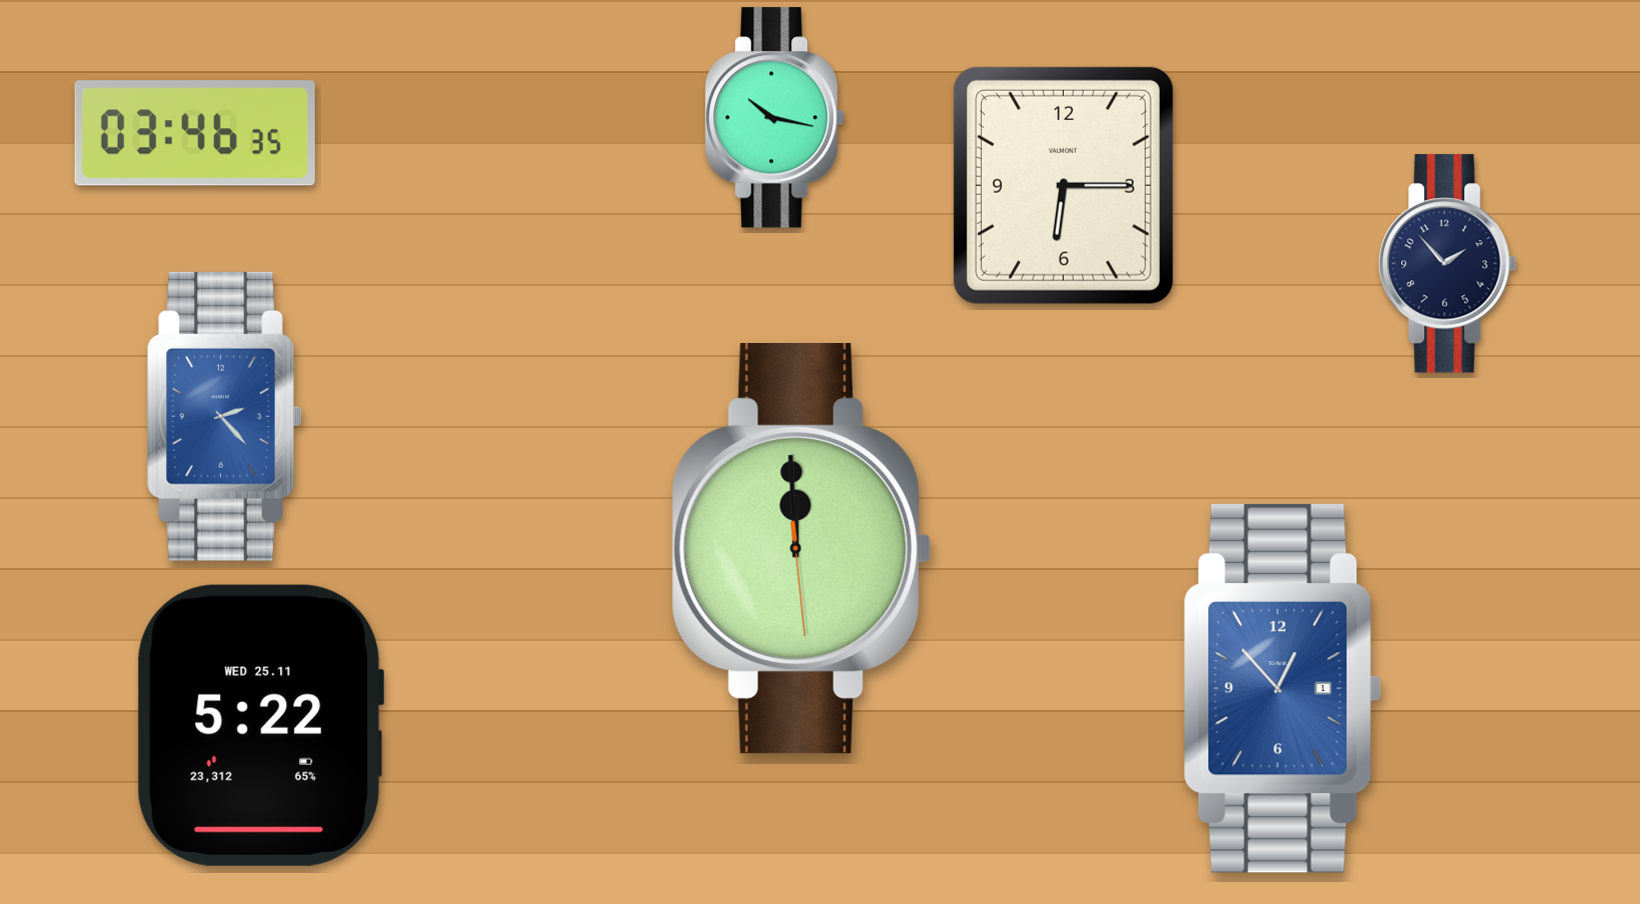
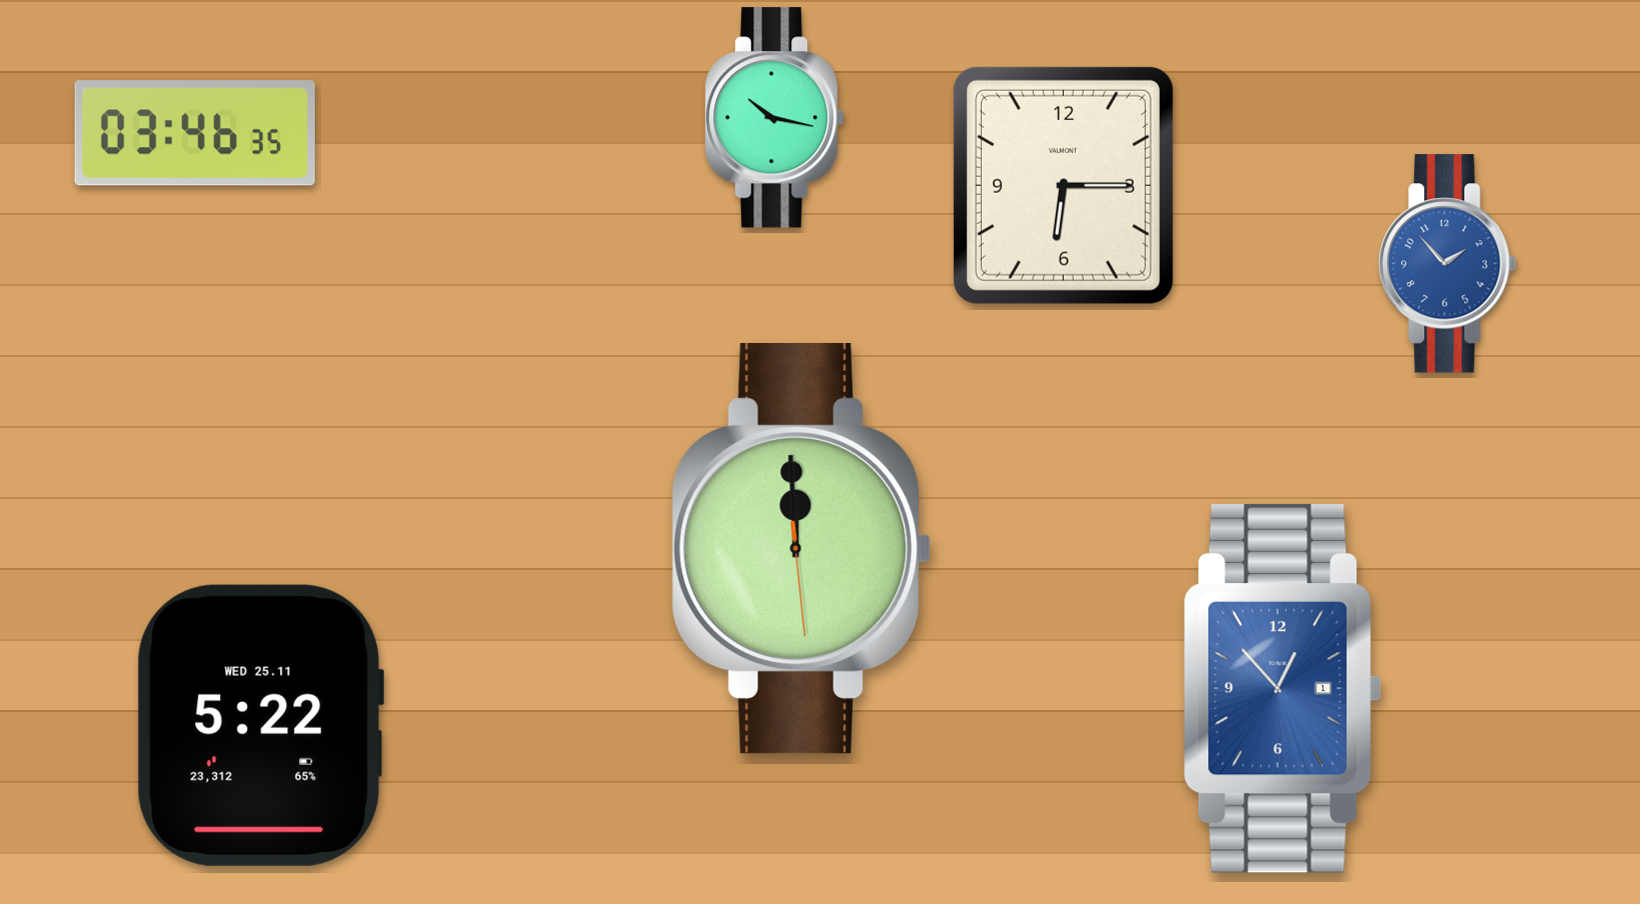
clock at (1448, 264) dial: navy -> blue
clock at (225, 416): 2:23 -> none
